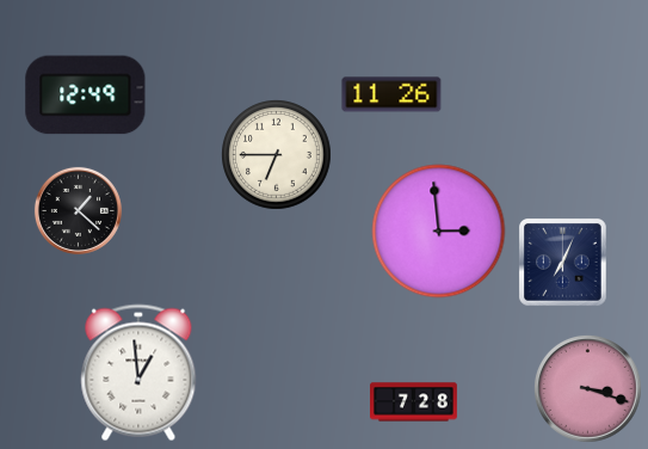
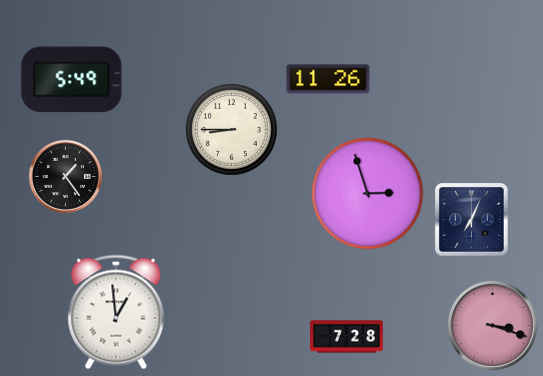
clock at (86, 96): 12:49 -> 5:49
clock at (277, 155): 6:45 -> 8:45
clock at (78, 210): 1:22 -> 1:24
clock at (439, 232): 2:59 -> 2:57
